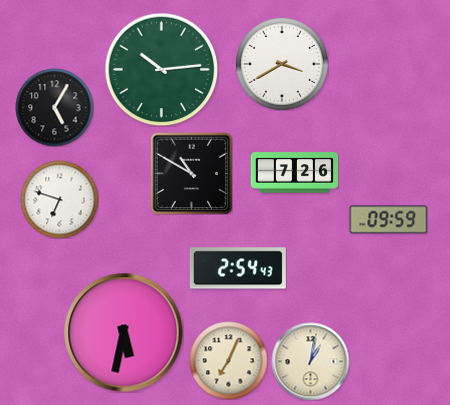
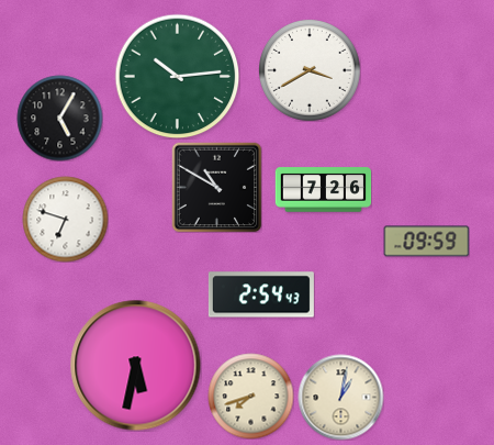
clock at (191, 173) position: (191, 173) -> (216, 187)
clock at (228, 360): 7:04 -> 7:42
